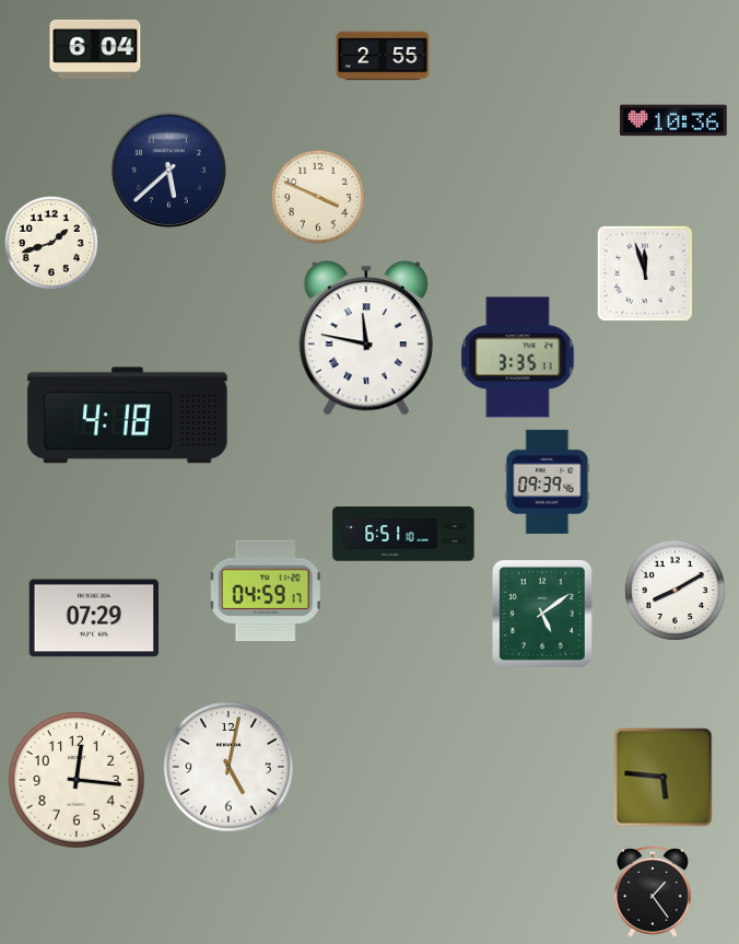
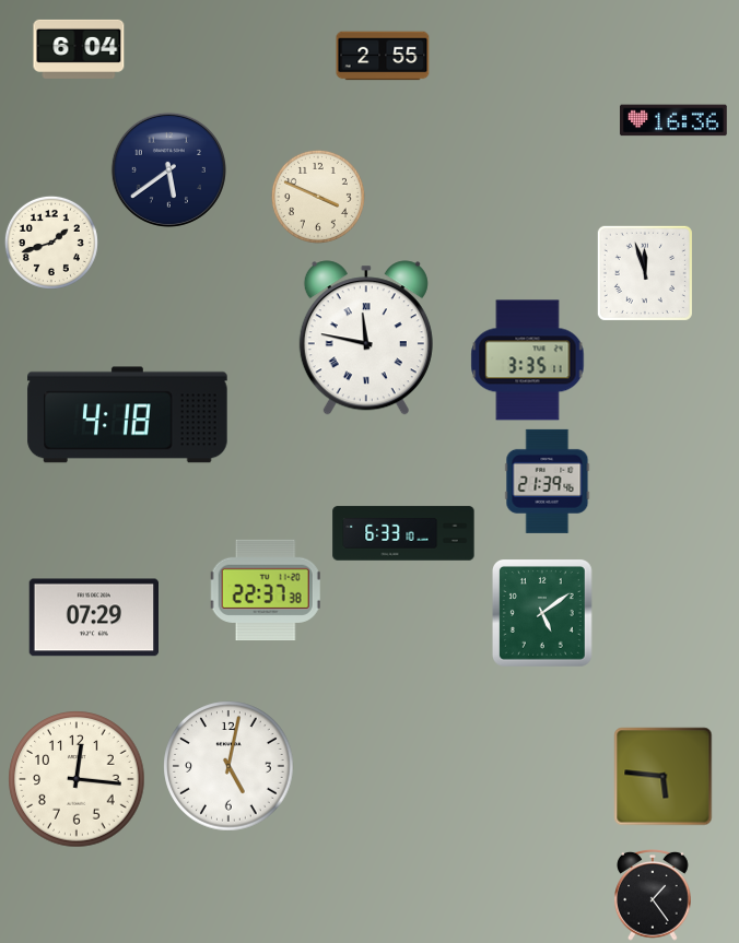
clock at (95, 49) position: (95, 49) -> (79, 49)
clock at (675, 120): 10:36 -> 16:36
clock at (168, 170): 5:38 -> 5:39
clock at (518, 358) position: (518, 358) -> (528, 361)
clock at (548, 481): 09:39 -> 21:39
clock at (403, 534): 6:51 -> 6:33
clock at (266, 590): 04:59 -> 22:37
clock at (675, 590): 8:10 -> none
clock at (653, 893) position: (653, 893) -> (653, 896)
